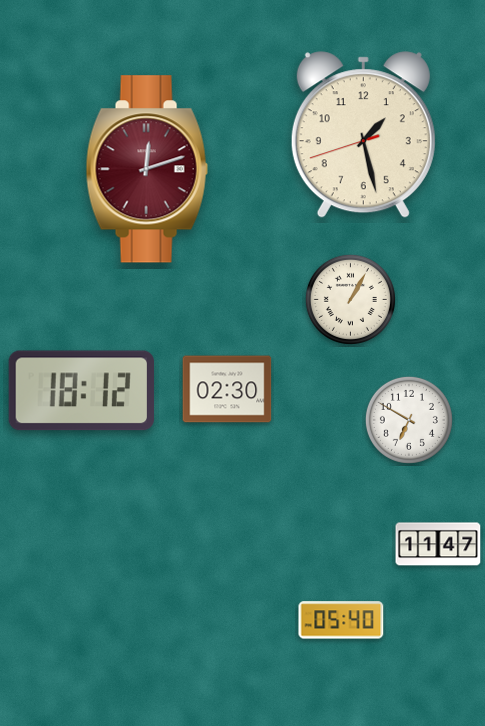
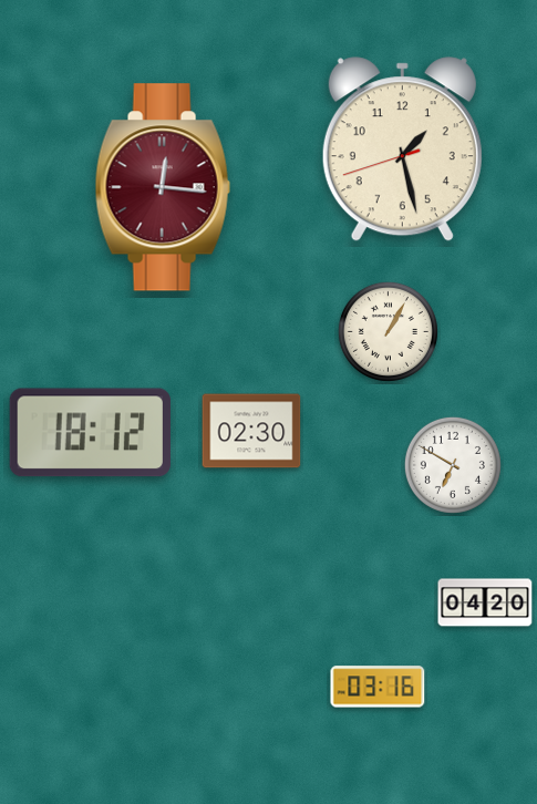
clock at (147, 169): 12:12 -> 12:16
clock at (438, 544): 11:47 -> 04:20
clock at (341, 620): 05:40 -> 03:16
